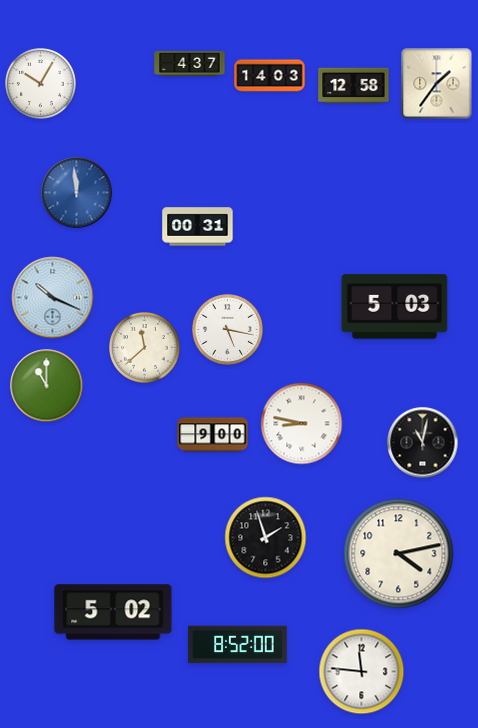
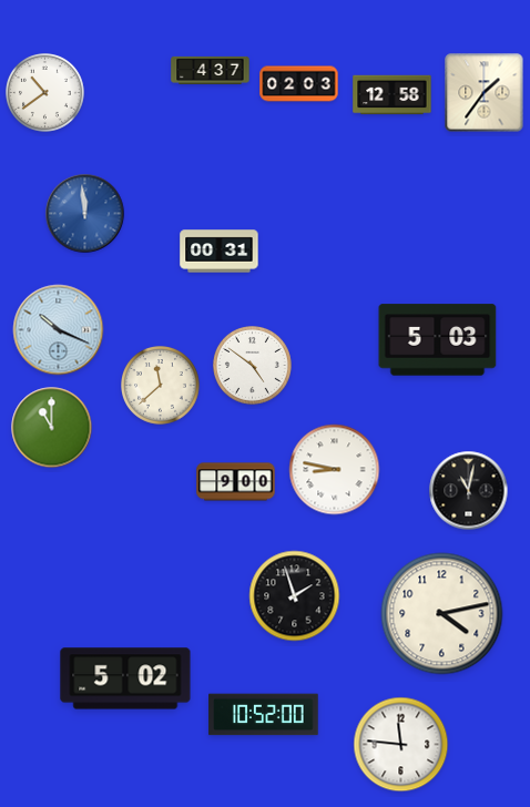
clock at (270, 76): 14:03 -> 02:03
clock at (41, 84): 10:05 -> 10:39
clock at (228, 330): 5:17 -> 4:51
clock at (238, 645): 8:52 -> 10:52
